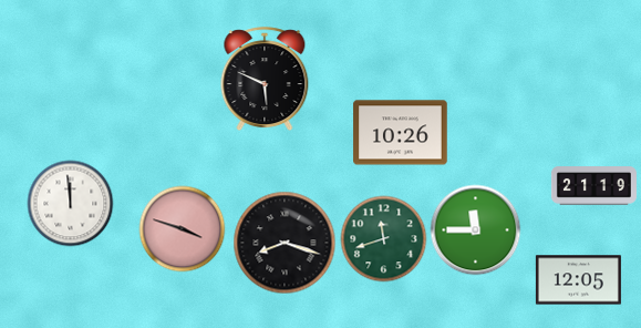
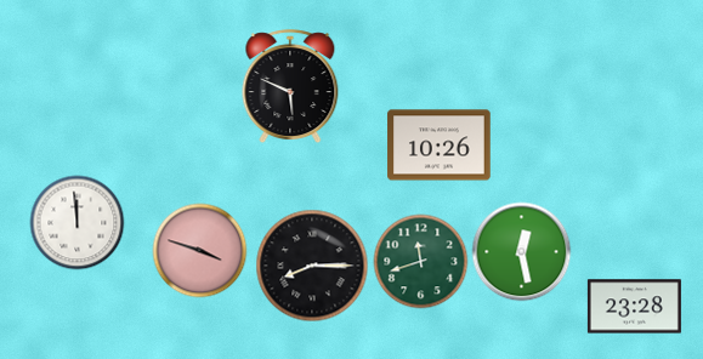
clock at (593, 186): 21:19 -> none
clock at (475, 229): 11:45 -> 12:28
clock at (285, 243): 8:18 -> 8:15
clock at (578, 280): 12:05 -> 23:28
